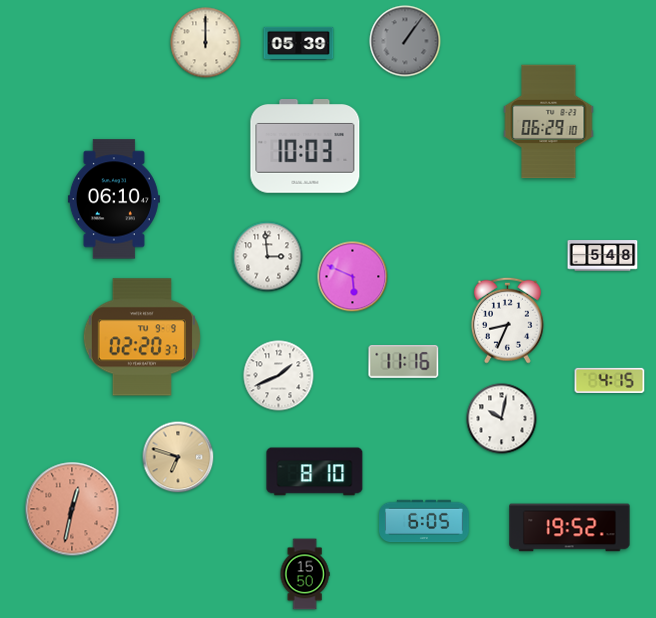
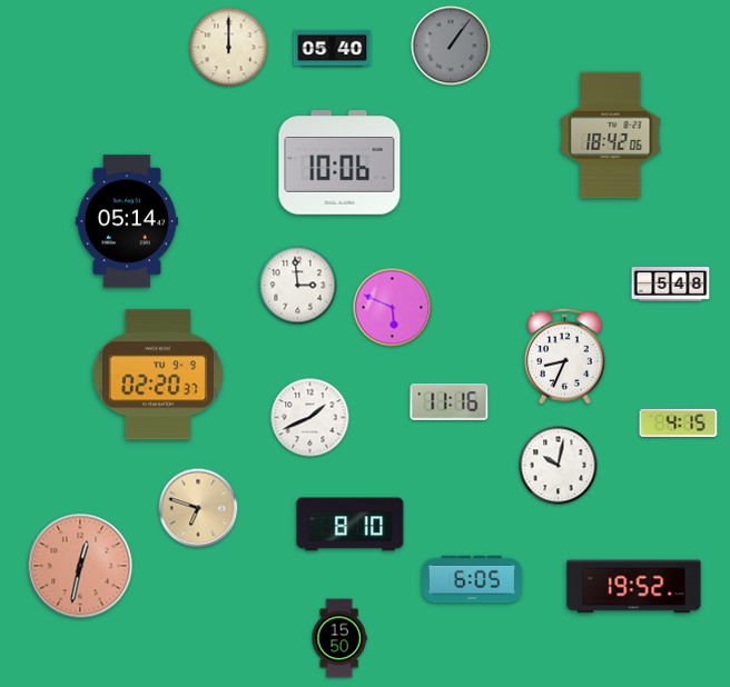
clock at (299, 43): 05:39 -> 05:40
clock at (549, 122): 06:29 -> 18:42
clock at (305, 147): 10:03 -> 10:06
clock at (114, 199): 06:10 -> 05:14
